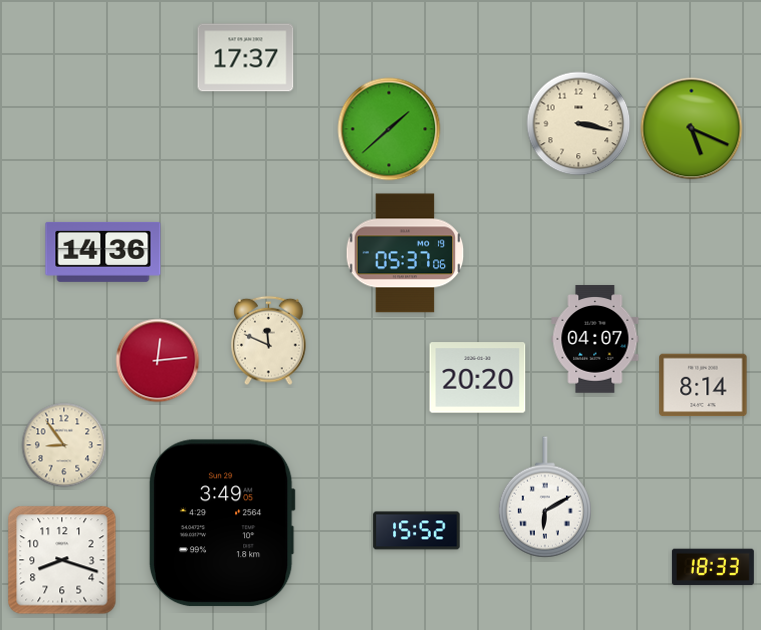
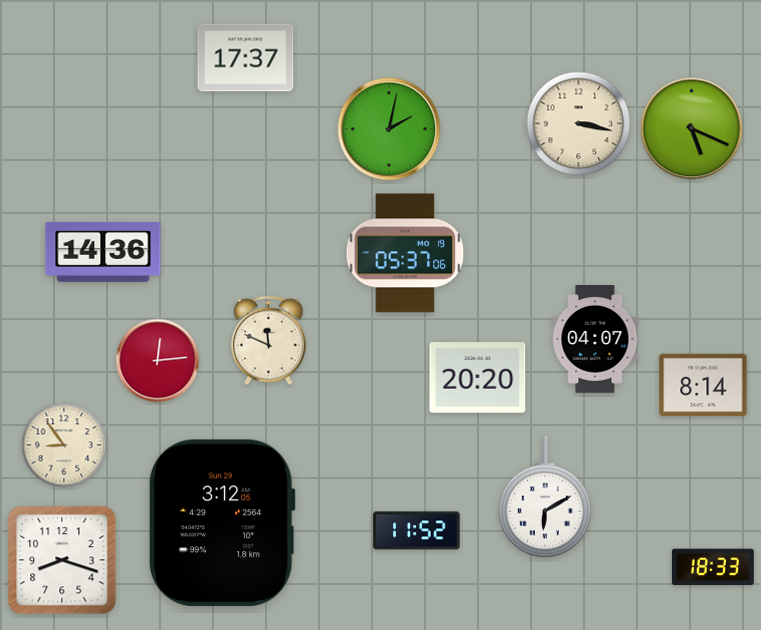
clock at (389, 129): 1:38 -> 2:02
clock at (222, 523): 3:49 -> 3:12
clock at (417, 531): 15:52 -> 11:52
